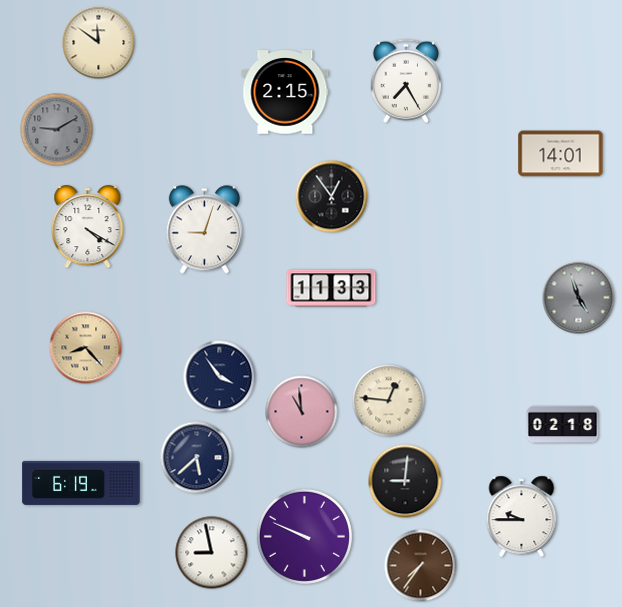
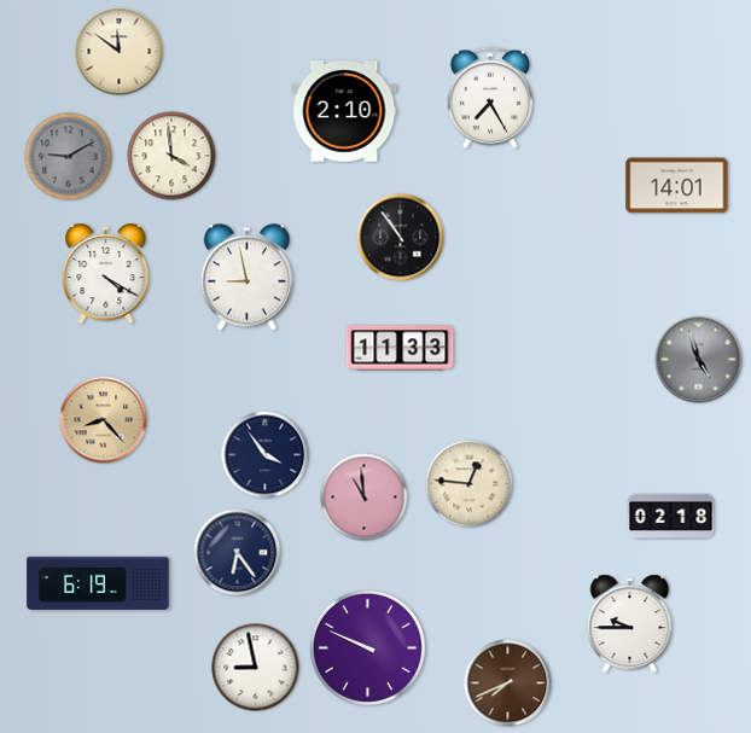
clock at (285, 92): 2:15 -> 2:10
clock at (171, 156): none -> 3:59
clock at (332, 197): 12:54 -> 10:54
clock at (204, 230): 9:03 -> 8:58
clock at (563, 424) position: (563, 424) -> (671, 516)
clock at (197, 458): 5:38 -> 6:24
clock at (405, 481): 9:01 -> none
clock at (421, 566): 7:36 -> 7:41
